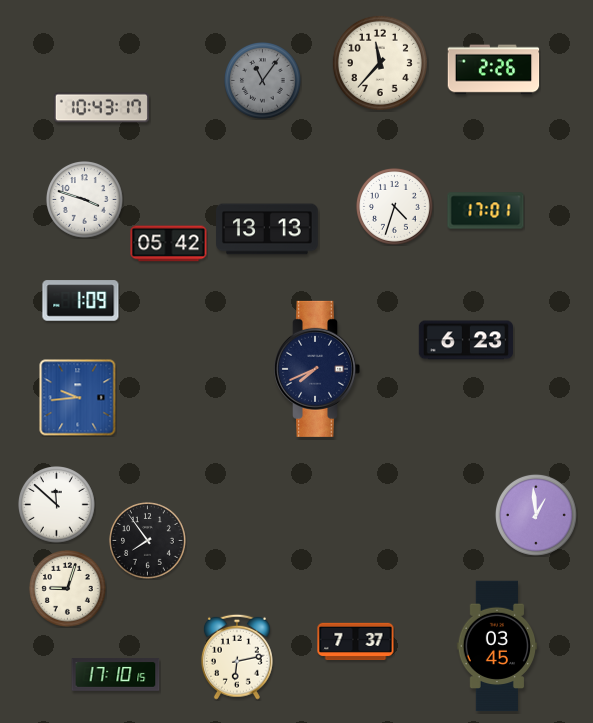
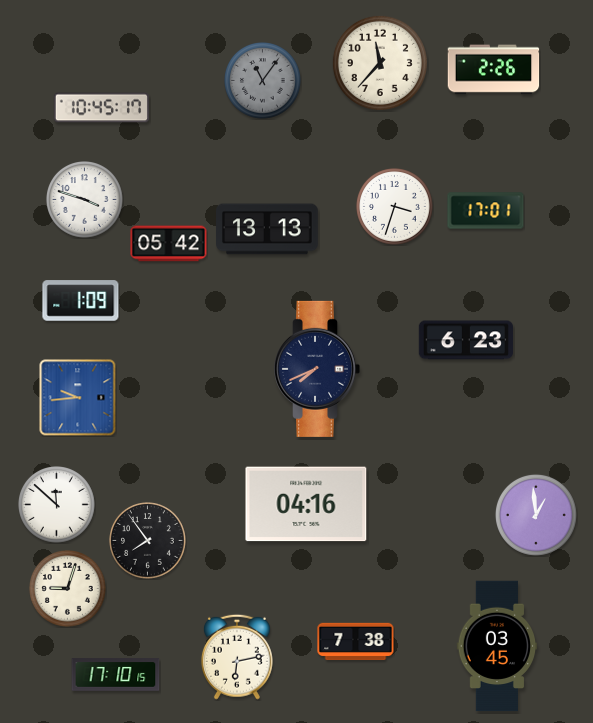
clock at (101, 108): 10:43 -> 10:45
clock at (395, 207): 4:33 -> 3:33
clock at (306, 504): none -> 04:16
clock at (356, 642): 7:37 -> 7:38
